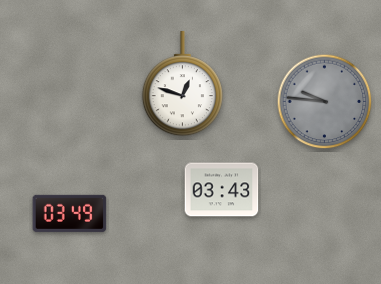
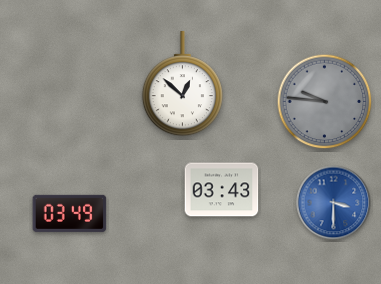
clock at (182, 84): 12:48 -> 12:52
clock at (334, 203): none -> 3:30
